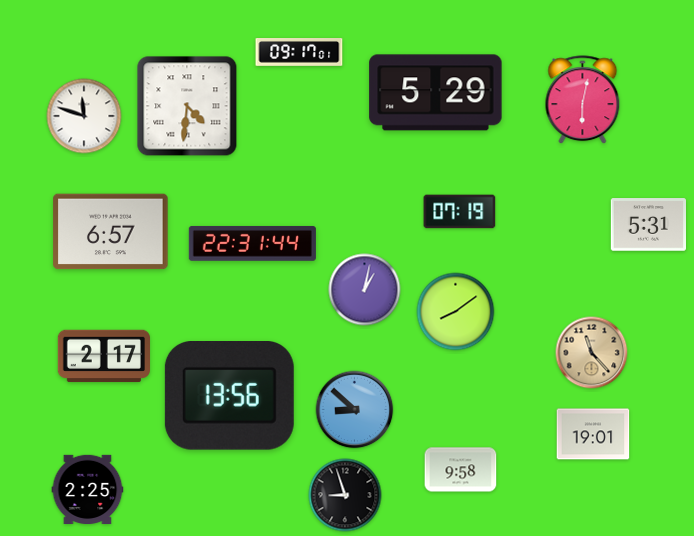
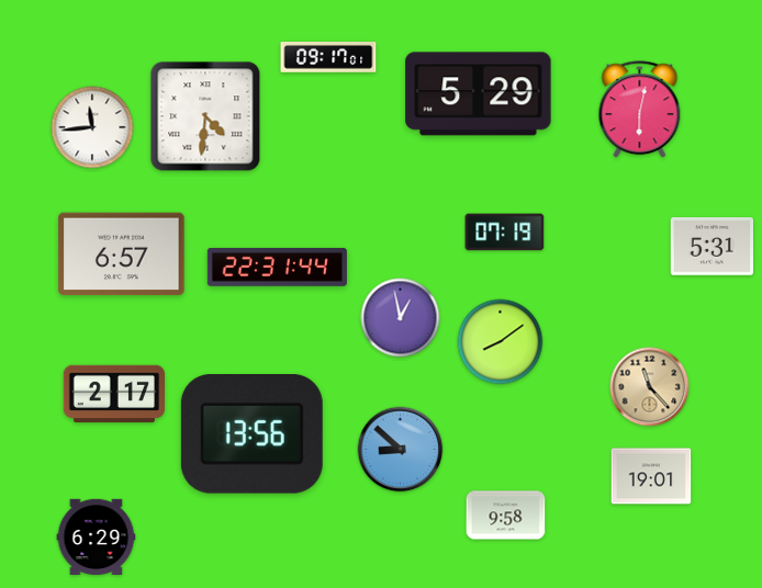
clock at (436, 93) position: (436, 93) -> (479, 94)
clock at (84, 116): 11:48 -> 11:44
clock at (365, 290): 1:02 -> 12:58
clock at (103, 356) position: (103, 356) -> (113, 394)
clock at (355, 410) position: (355, 410) -> (401, 450)
clock at (88, 489): 2:25 -> 6:29
clock at (345, 495): 8:57 -> none
